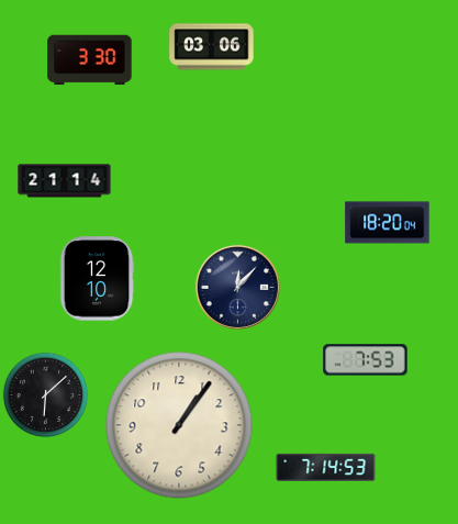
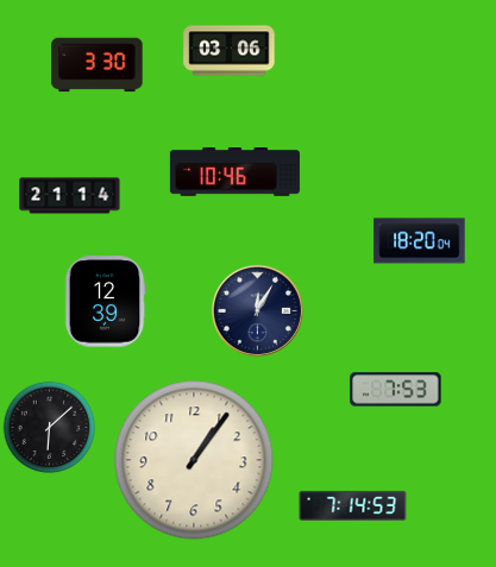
clock at (234, 172): none -> 10:46
clock at (97, 279): 12:10 -> 12:39
clock at (237, 287): 12:07 -> 12:05
